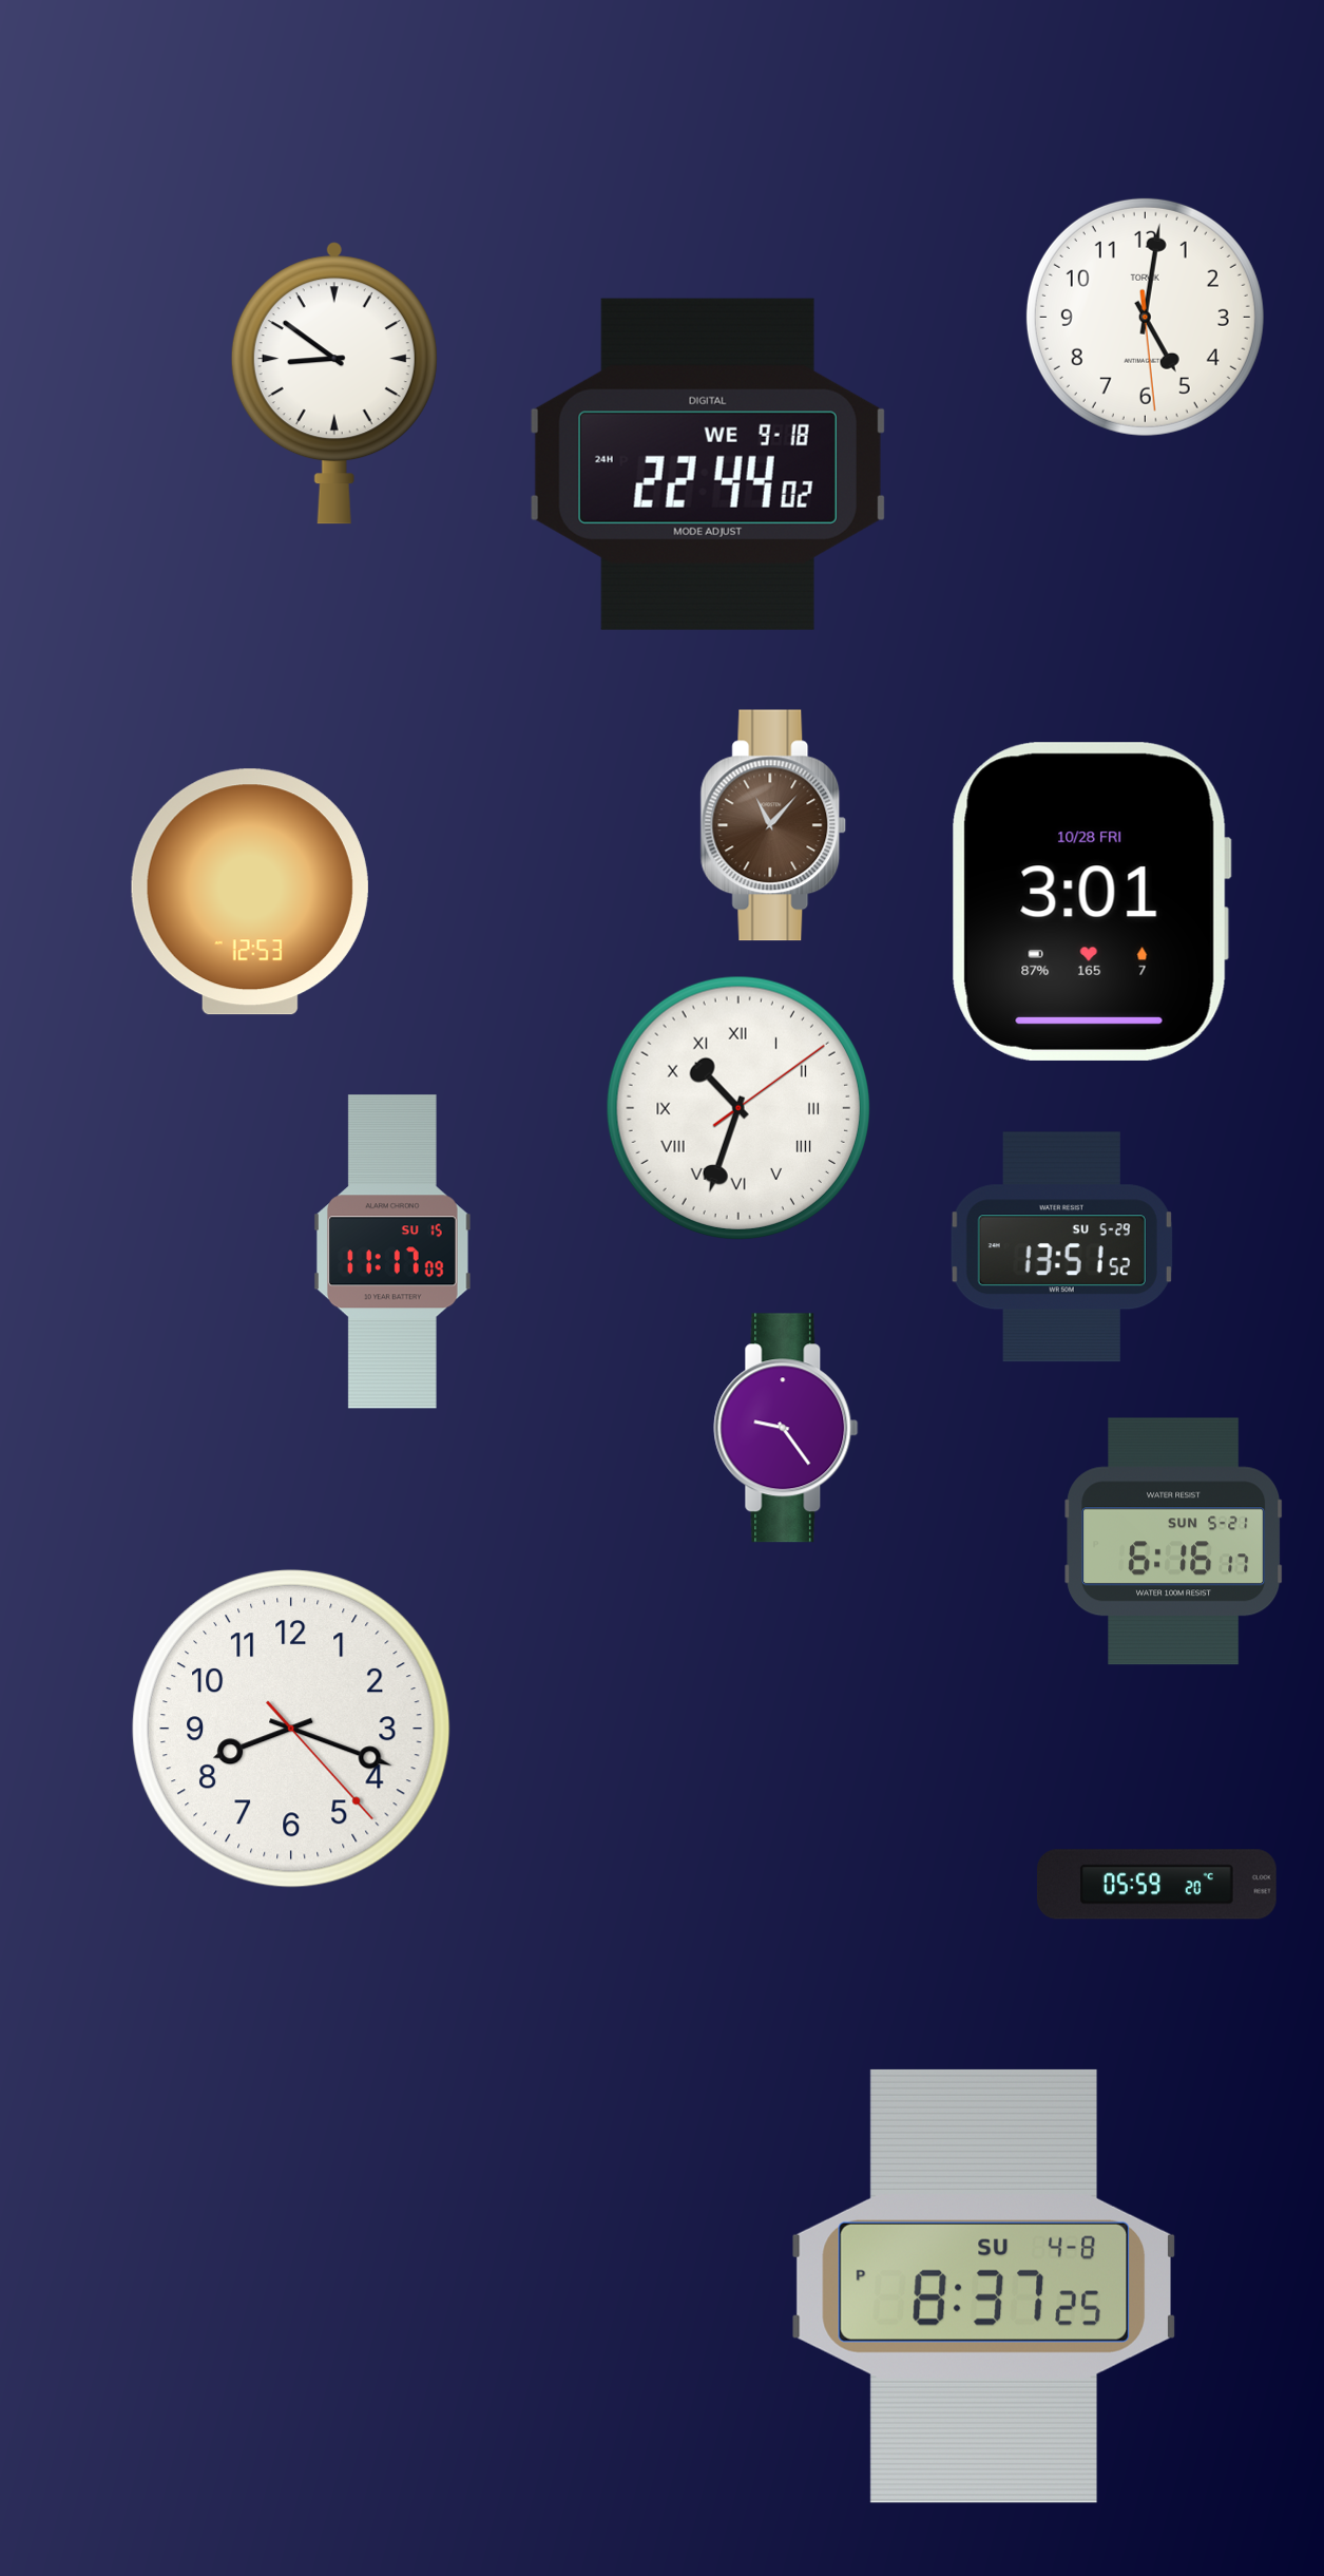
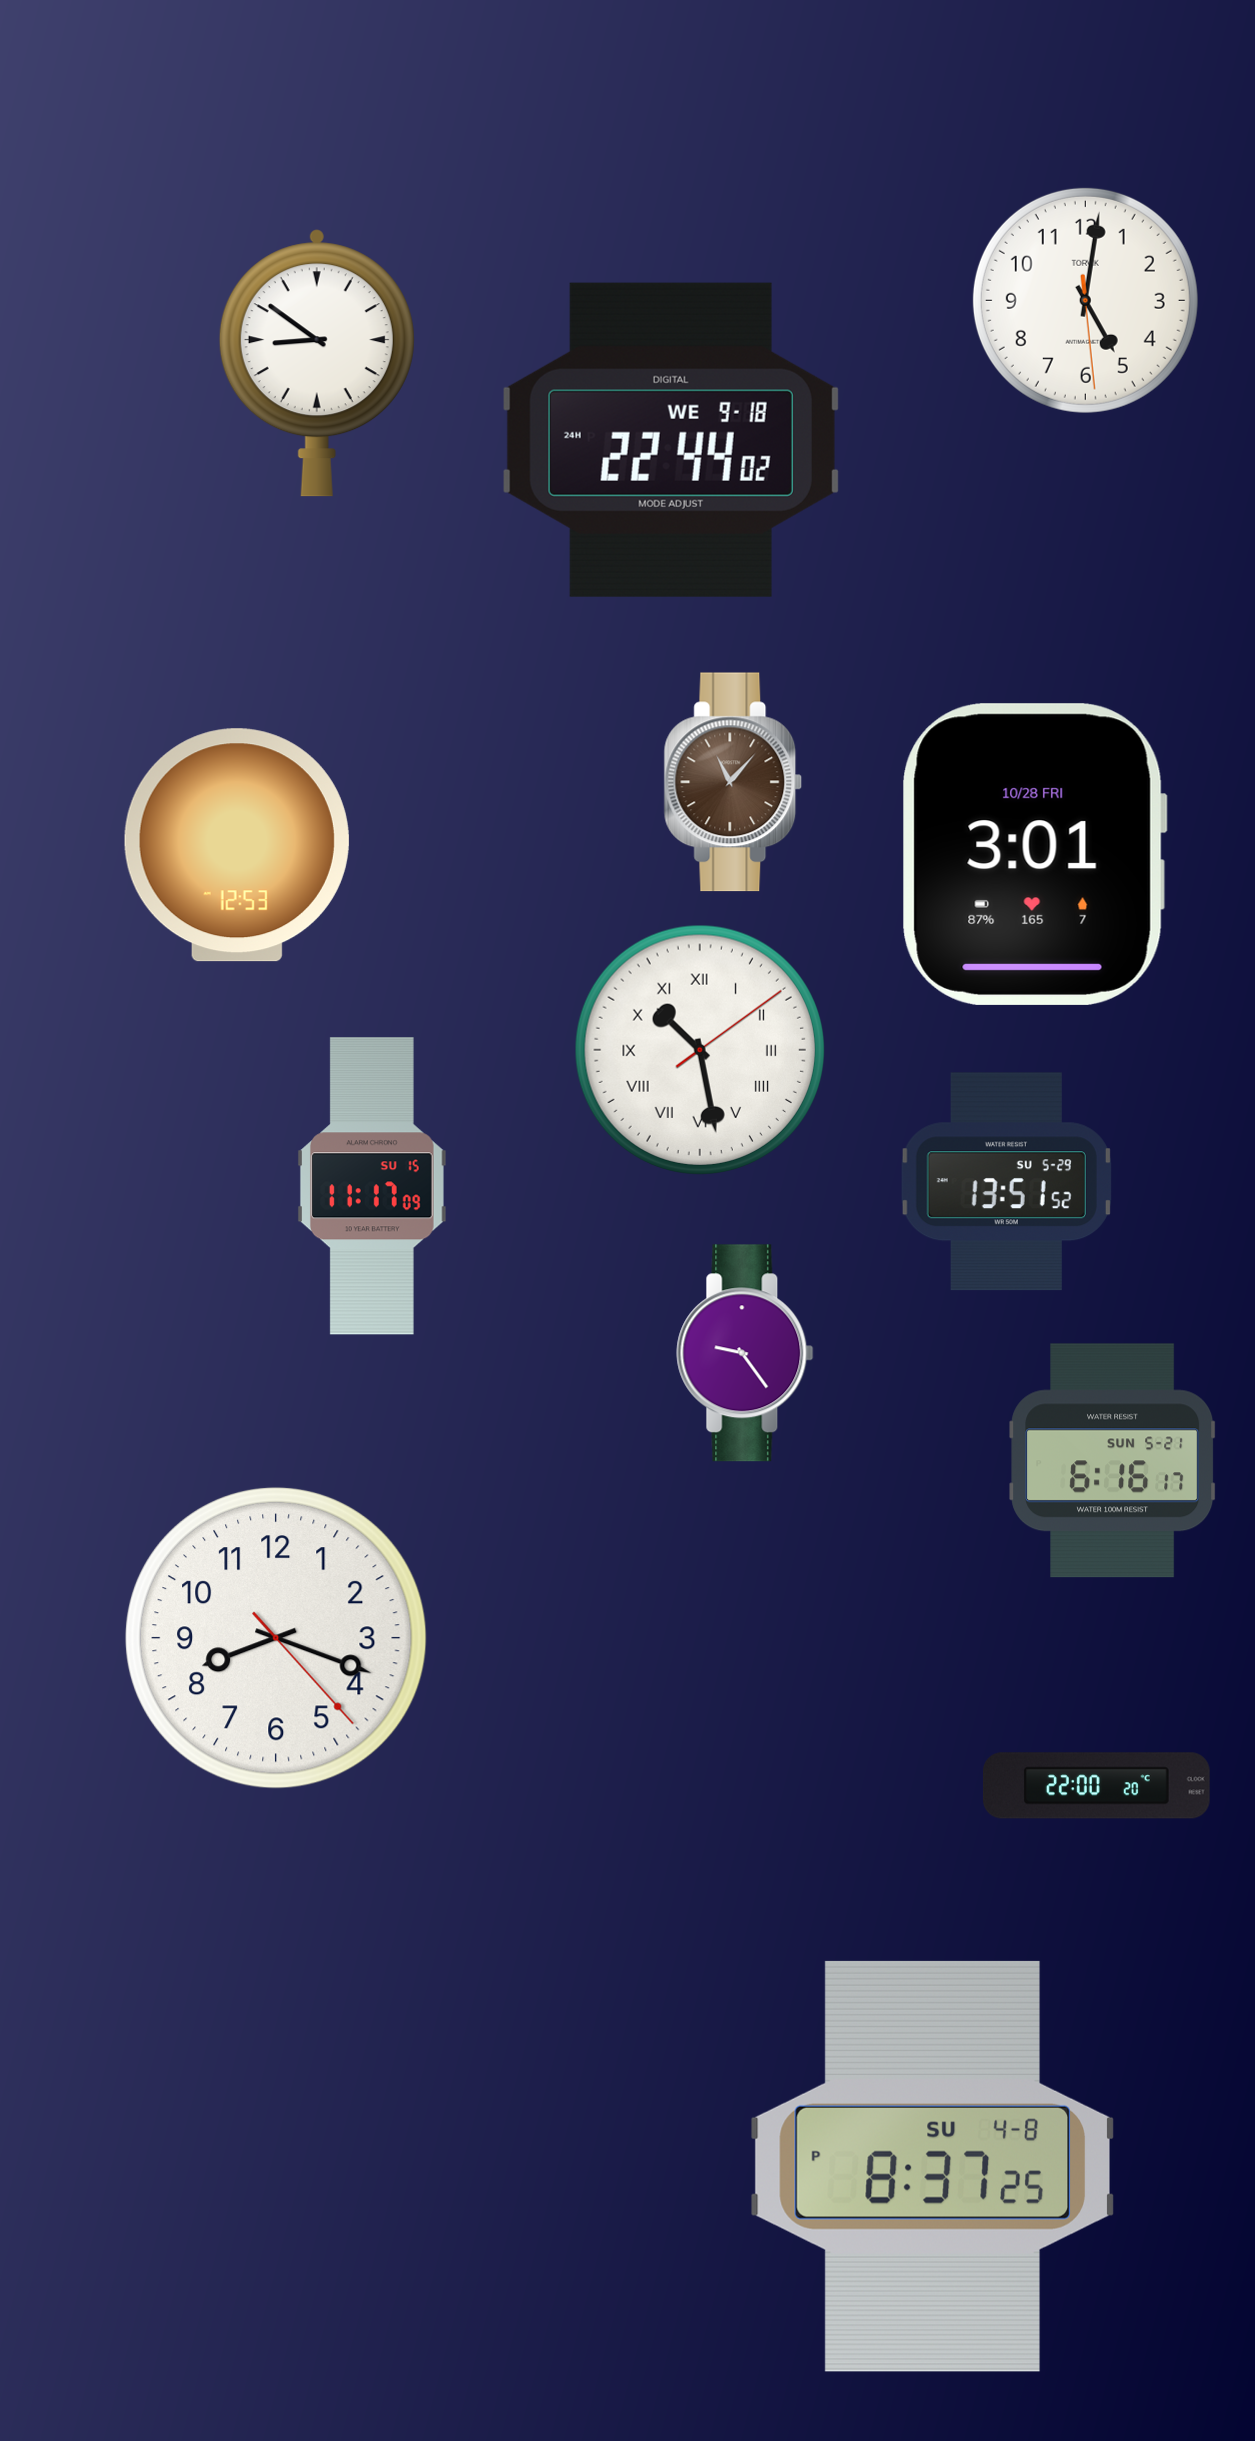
clock at (738, 1108): 10:33 -> 10:28
clock at (1156, 1885): 05:59 -> 22:00
